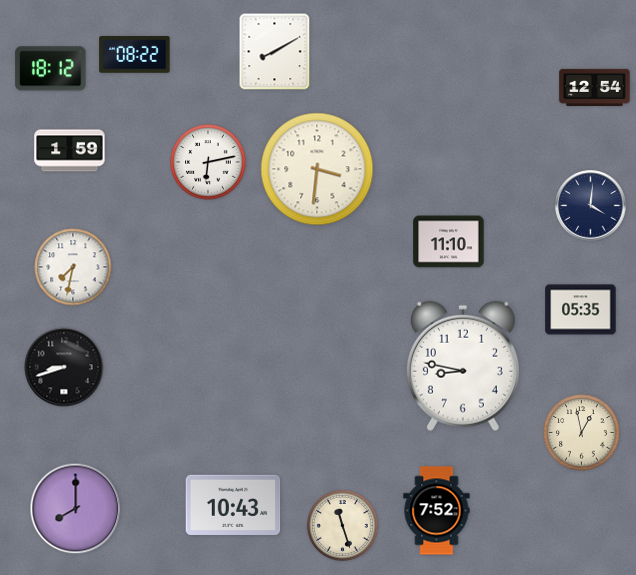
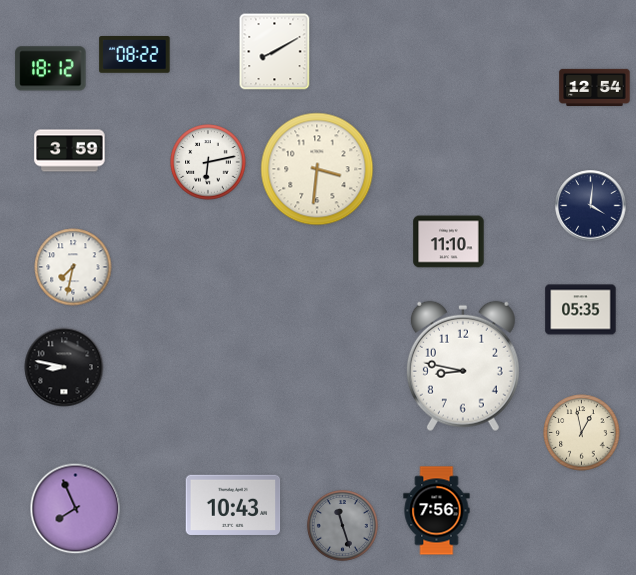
clock at (70, 151): 1:59 -> 3:59
clock at (64, 367): 8:42 -> 8:47
clock at (76, 509): 8:00 -> 7:56
clock at (437, 511): 7:52 -> 7:56
clock at (342, 525) dial: cream -> grey
